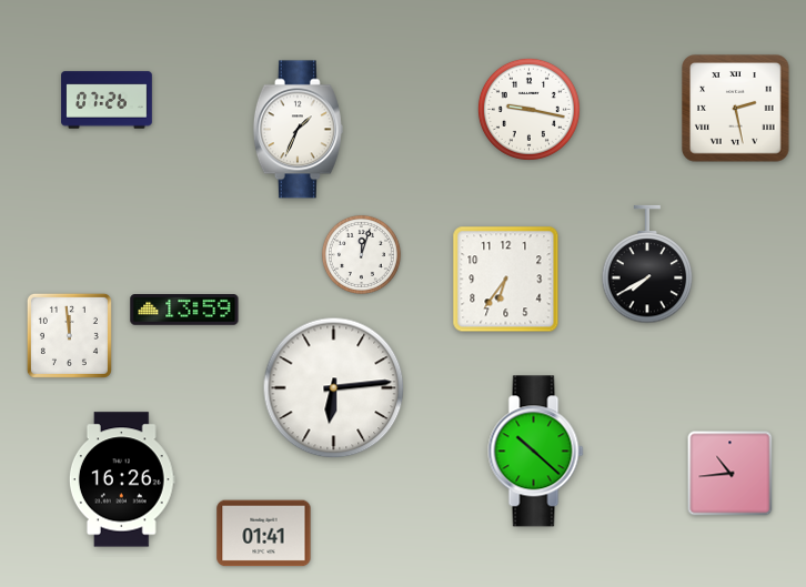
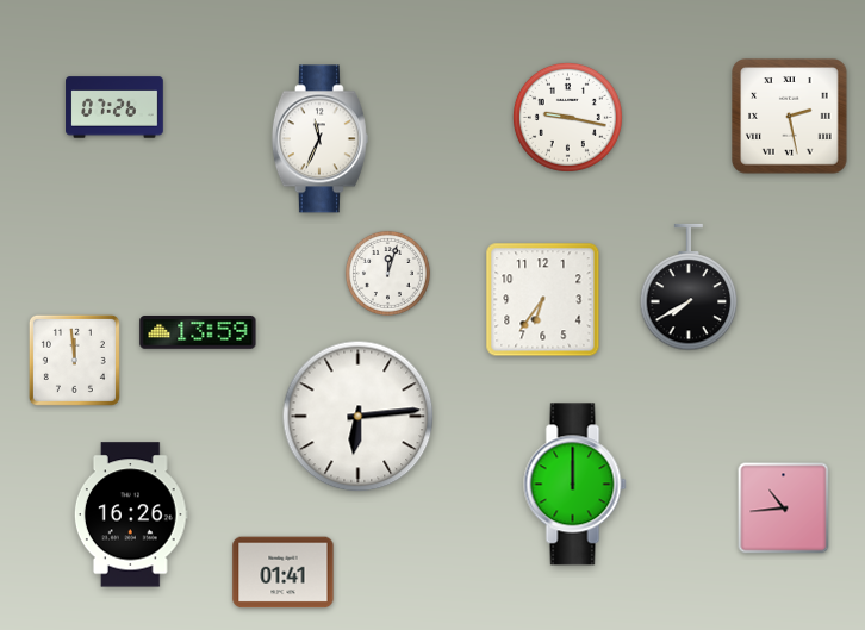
clock at (298, 130): 1:34 -> 11:34
clock at (647, 264) position: (647, 264) -> (689, 287)
clock at (536, 452): 10:22 -> 12:00
